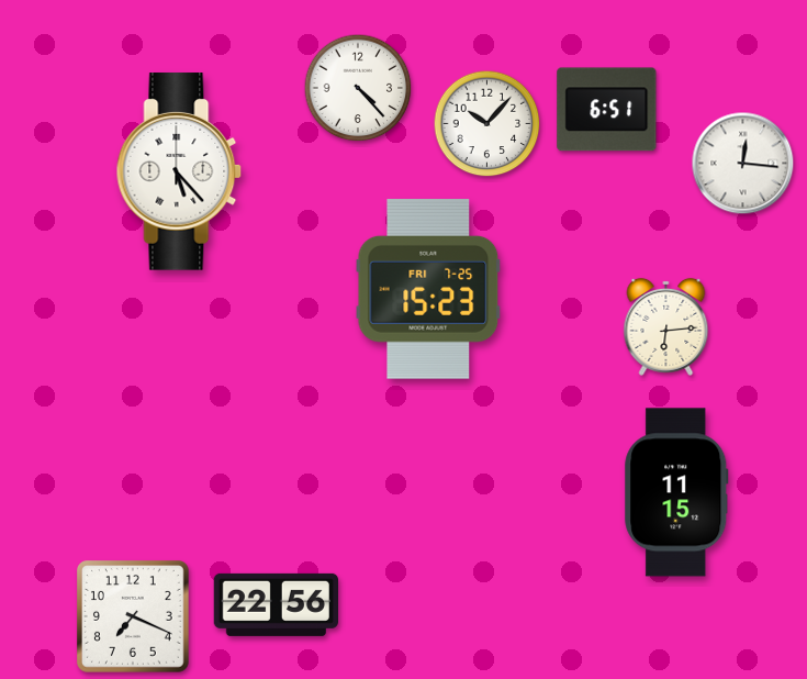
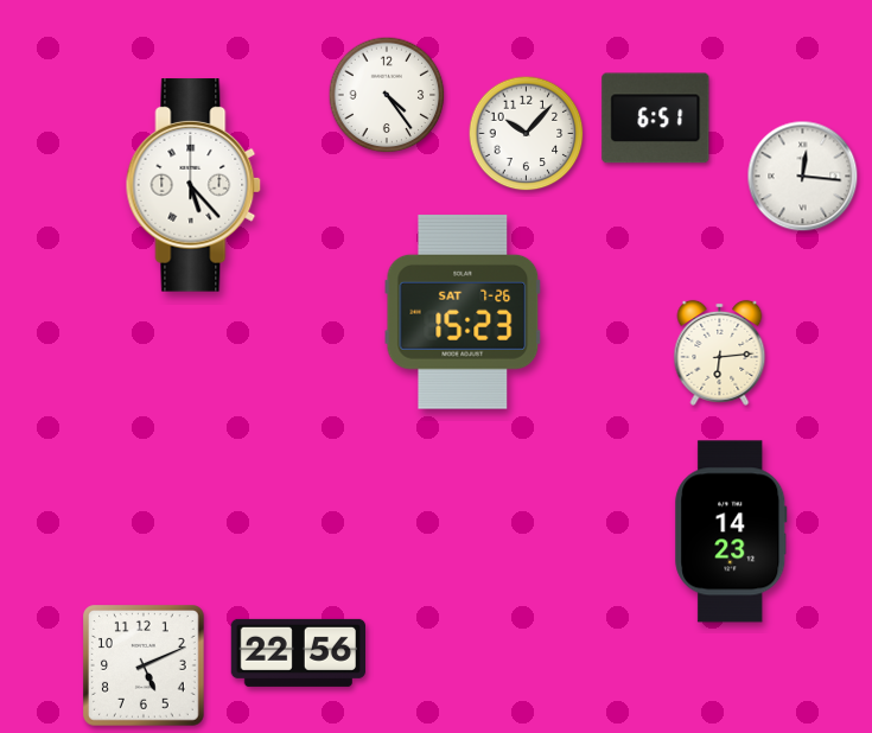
clock at (358, 88): 4:23 -> 4:24
clock at (428, 289) date: FRI 7-25 -> SAT 7-26
clock at (676, 492): 11:15 -> 14:23
clock at (134, 617): 7:19 -> 5:11
